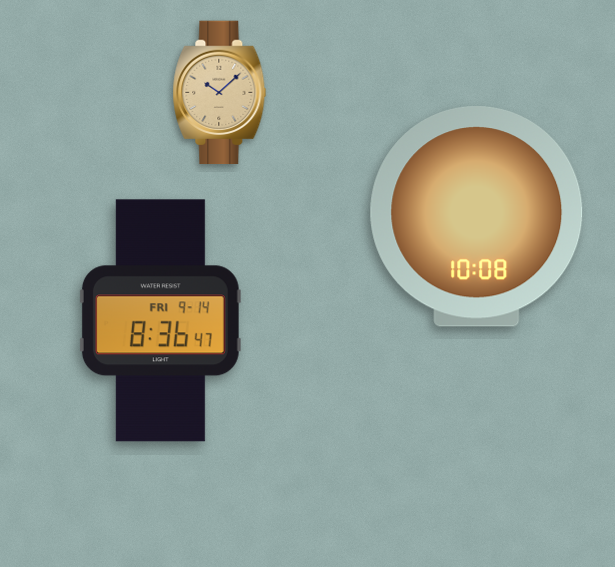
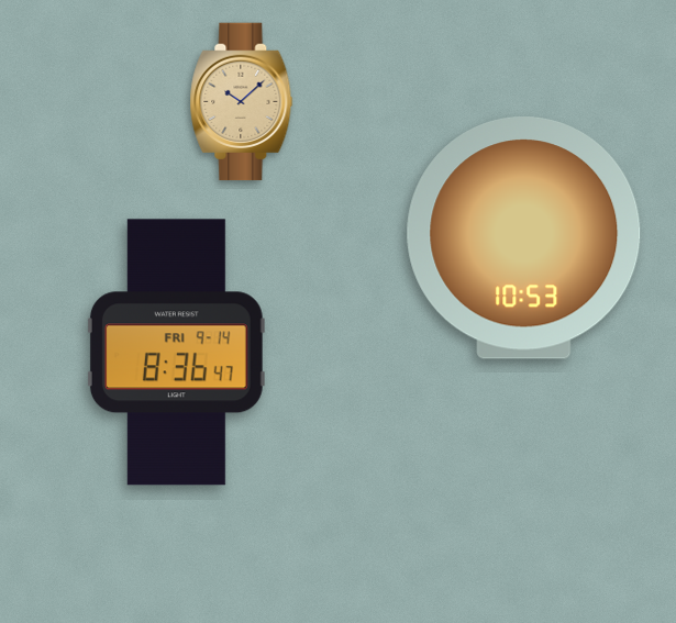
clock at (477, 217): 10:08 -> 10:53
